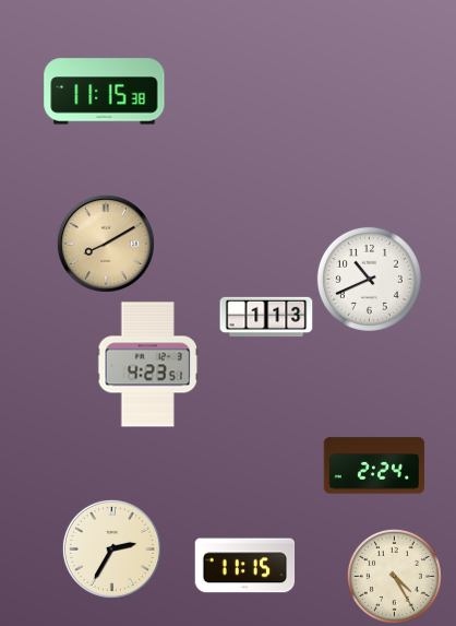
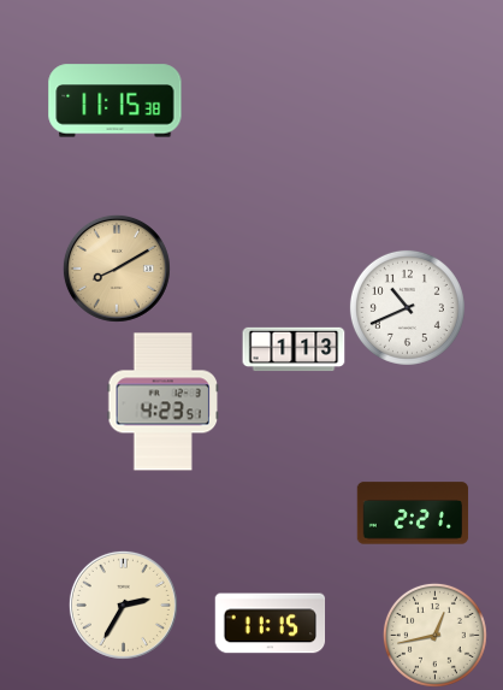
clock at (374, 465): 2:24 -> 2:21
clock at (394, 576): 4:25 -> 12:43
